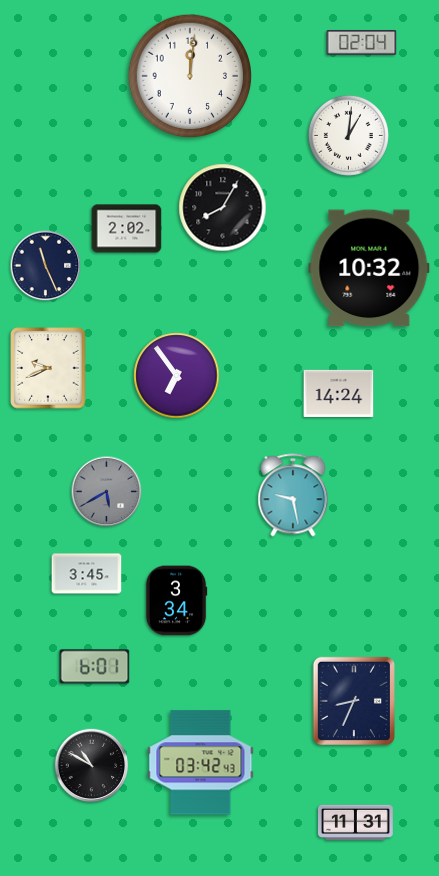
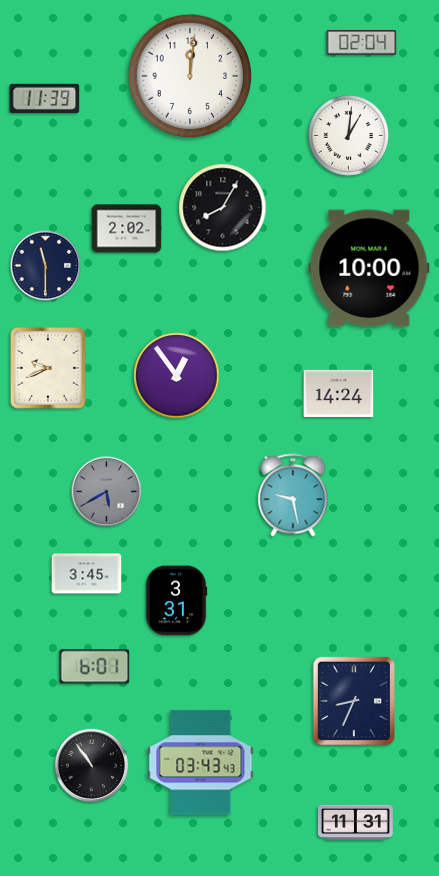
clock at (45, 98): none -> 11:39
clock at (46, 266): 11:26 -> 11:30
clock at (369, 268): 10:32 -> 10:00
clock at (177, 376): 6:54 -> 12:54
clock at (176, 601): 3:34 -> 3:31
clock at (201, 763): 03:42 -> 03:43
clock at (92, 766): 10:50 -> 10:54
